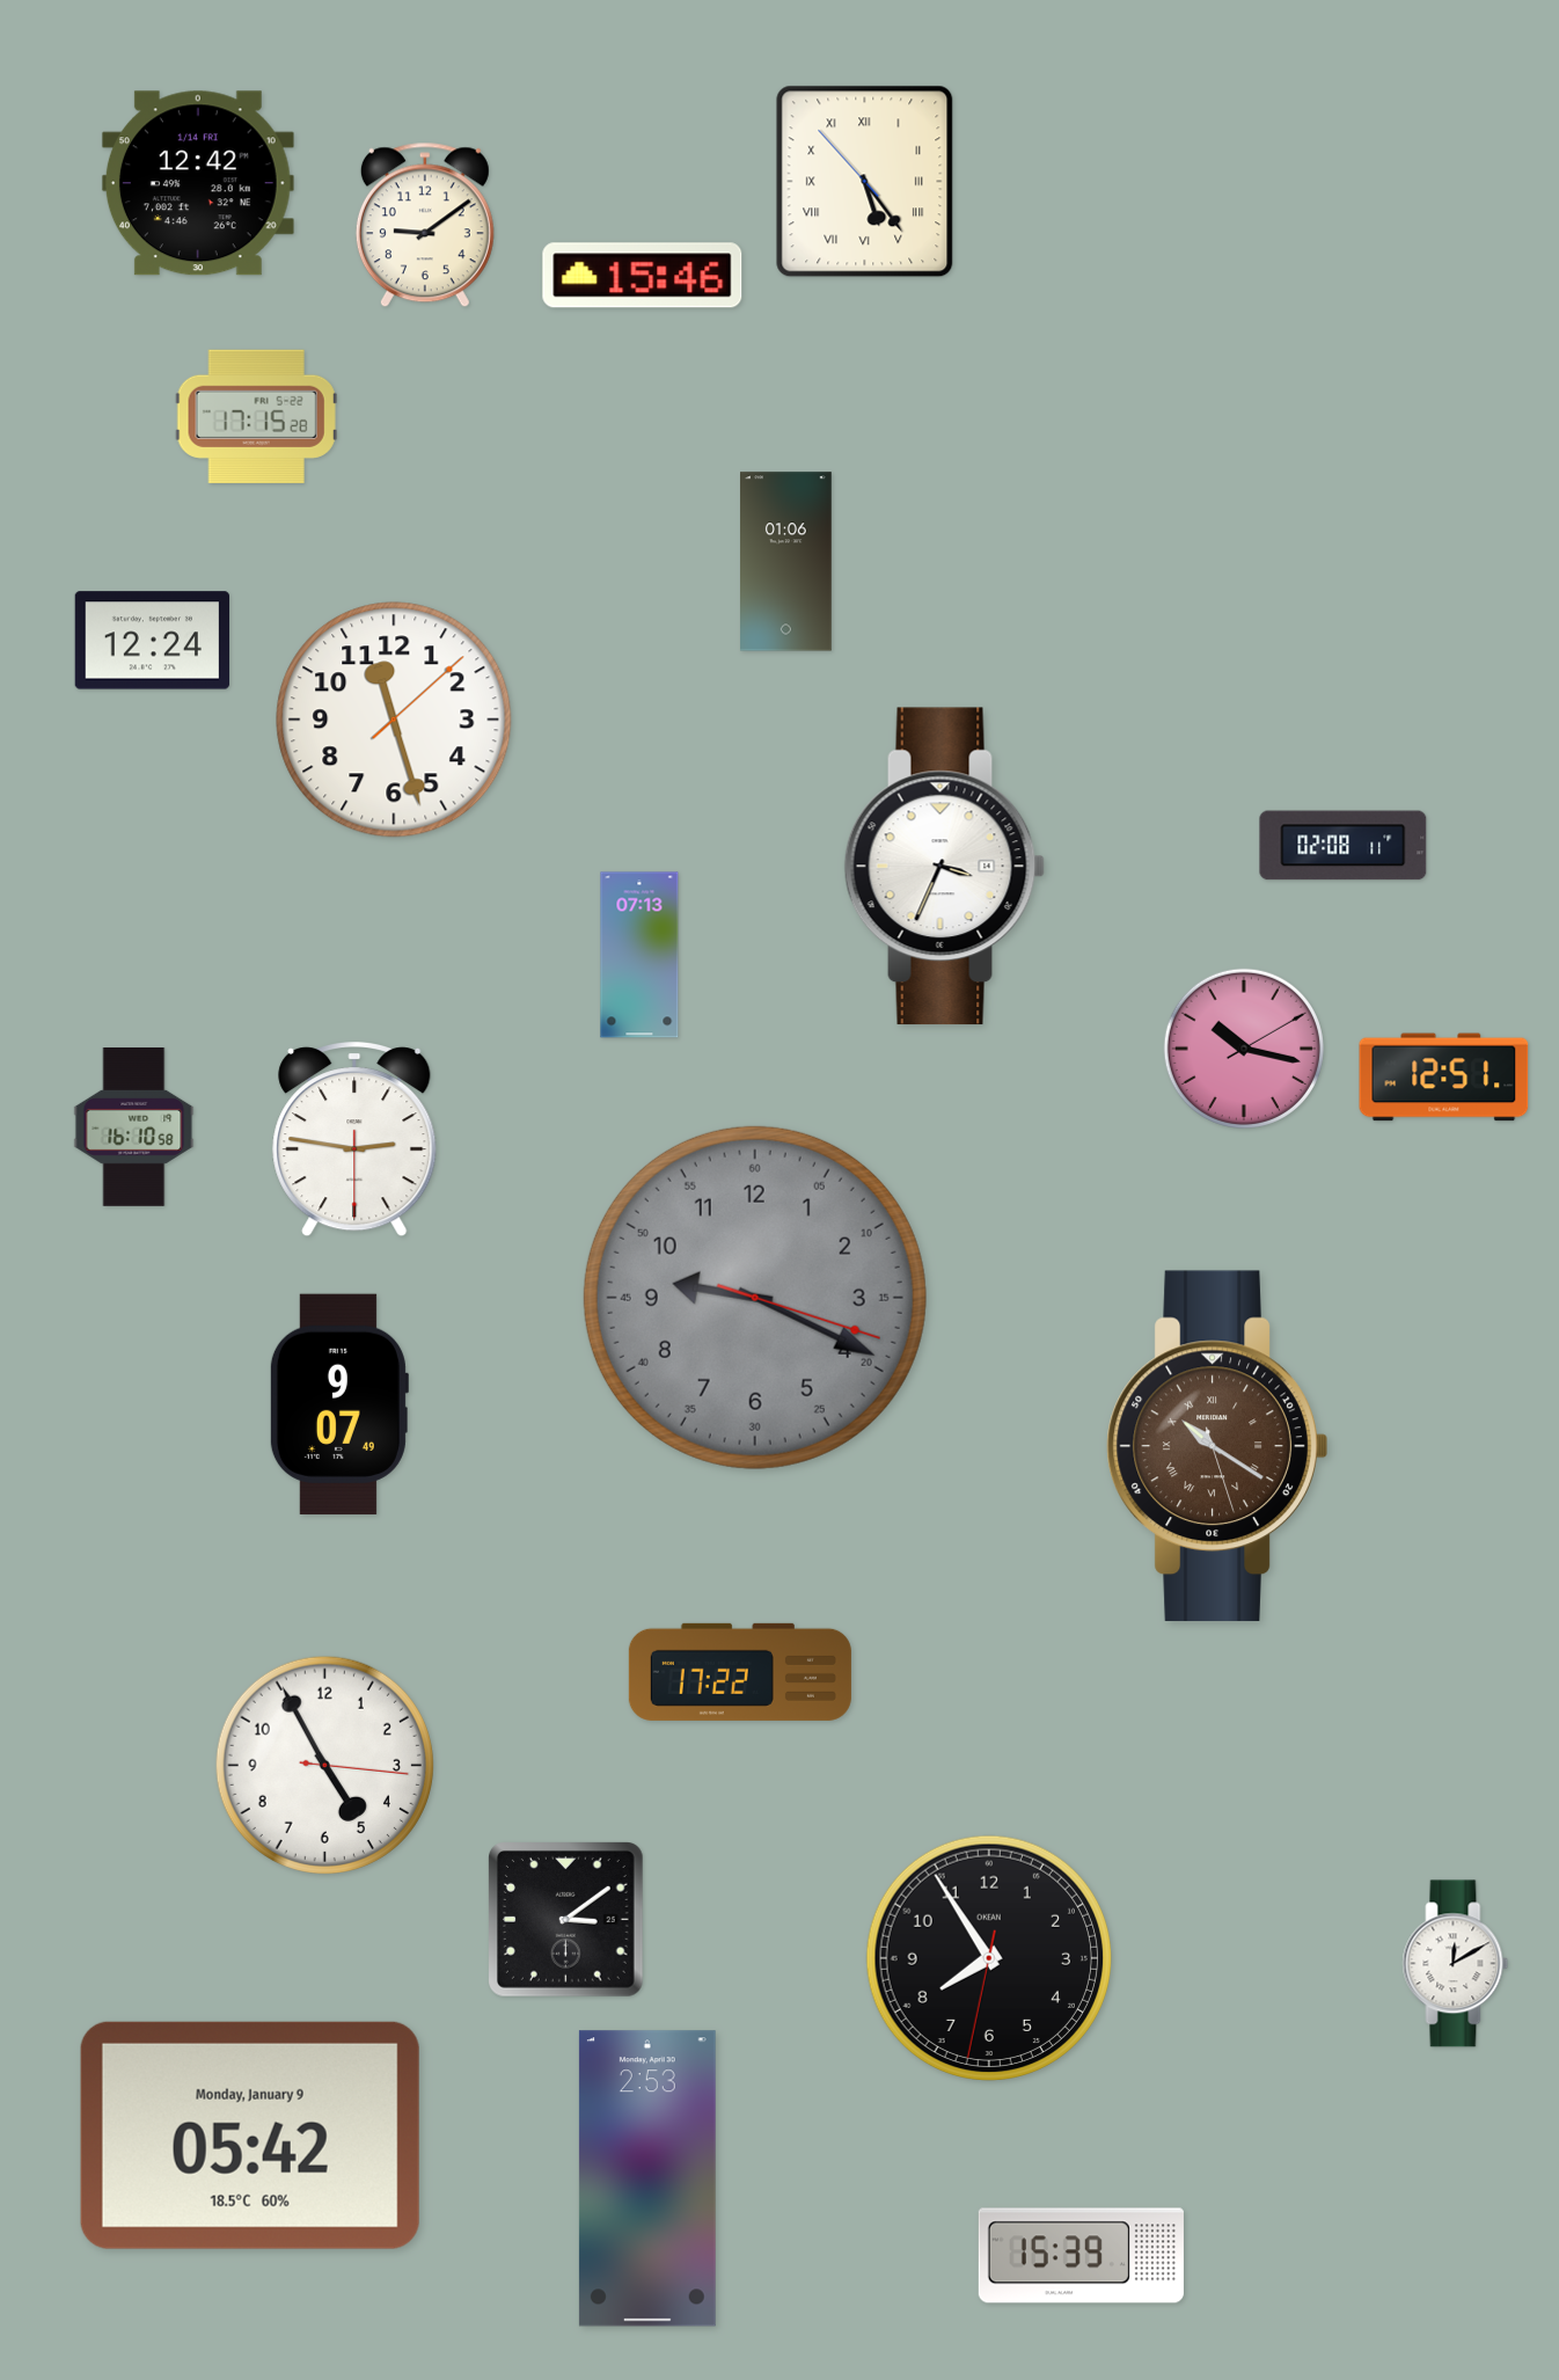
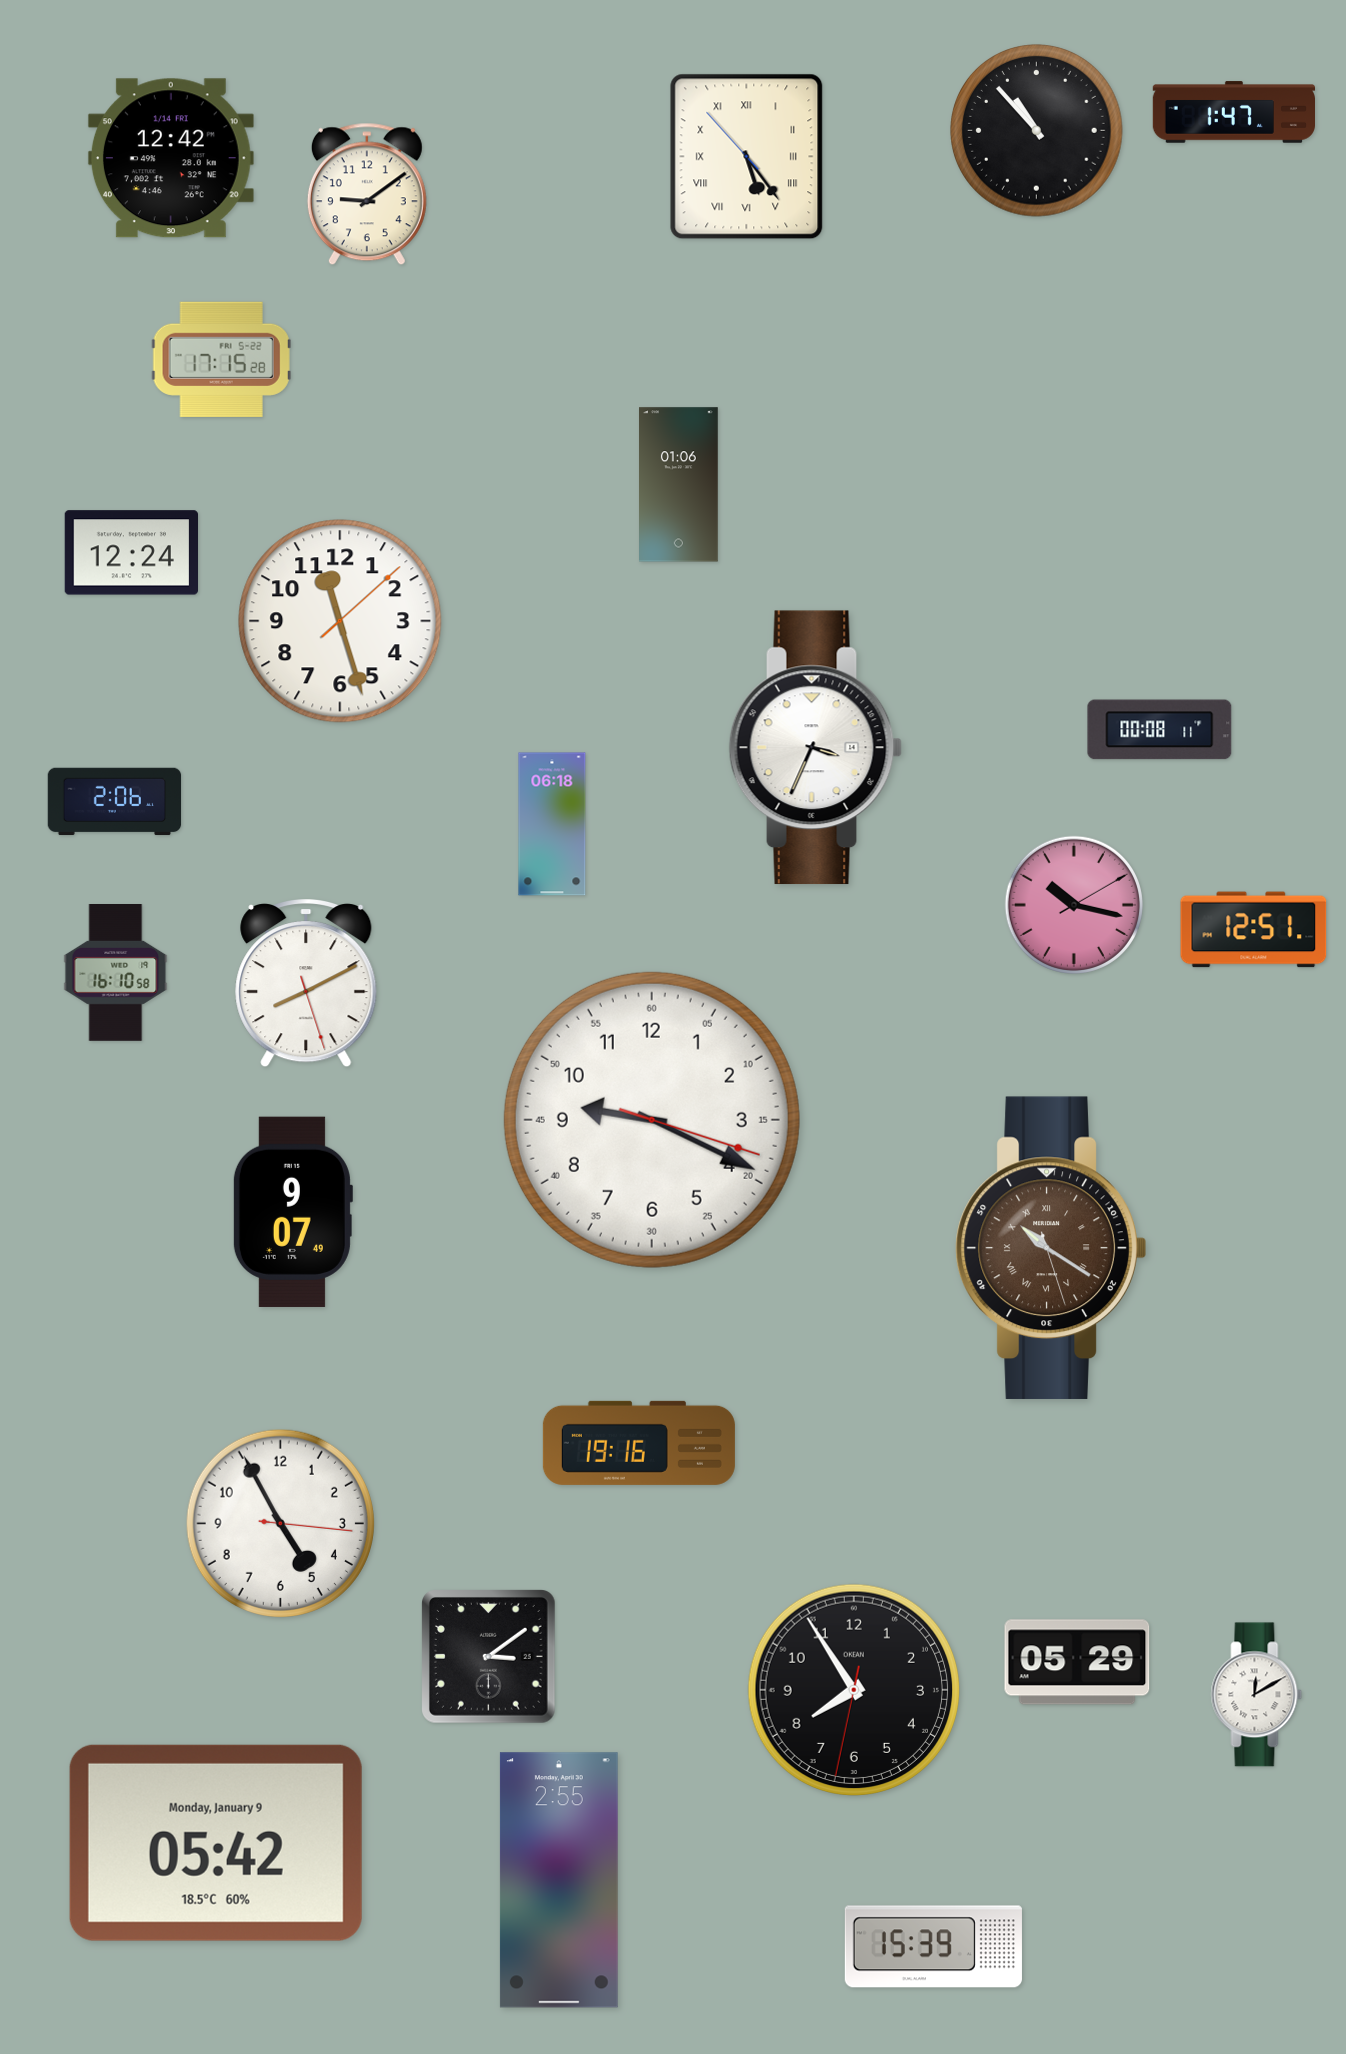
clock at (1233, 112): none -> 1:47
clock at (1037, 131): none -> 10:53
clock at (643, 276): 15:46 -> none
clock at (1344, 846): 02:08 -> 00:08
clock at (115, 802): none -> 2:06
clock at (639, 955): 07:13 -> 06:18
clock at (1444, 1078) position: (1444, 1078) -> (1254, 930)
clock at (354, 1140): 2:46 -> 8:10
clock at (755, 1298) dial: grey -> white
clock at (740, 1672): 17:22 -> 19:16
clock at (1077, 1662): none -> 05:29
clock at (647, 2178): 2:53 -> 2:55
